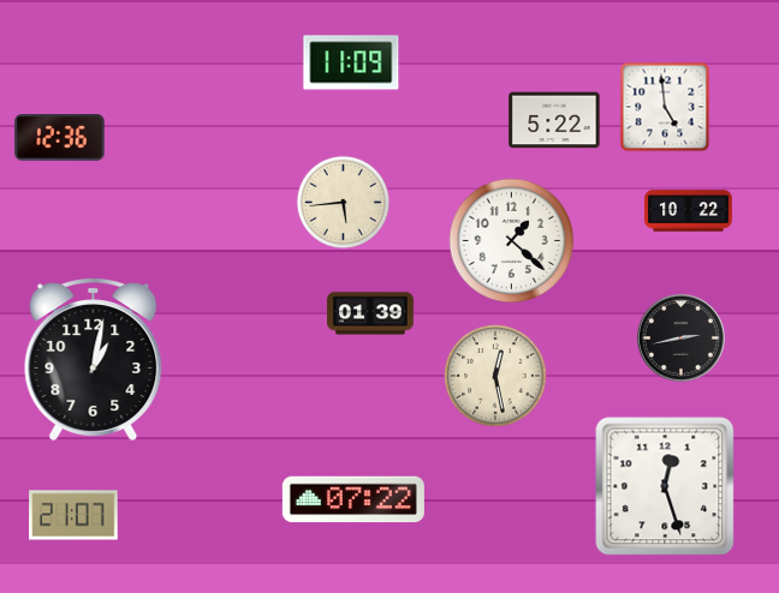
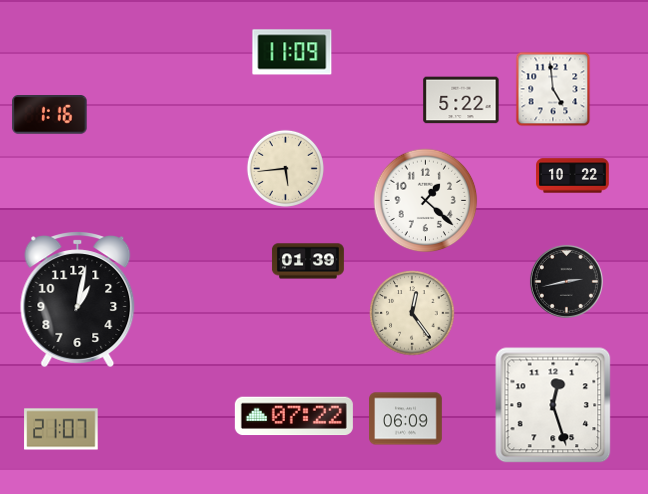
clock at (60, 138): 12:36 -> 1:16
clock at (495, 376): 12:28 -> 12:24
clock at (406, 419): none -> 06:09
